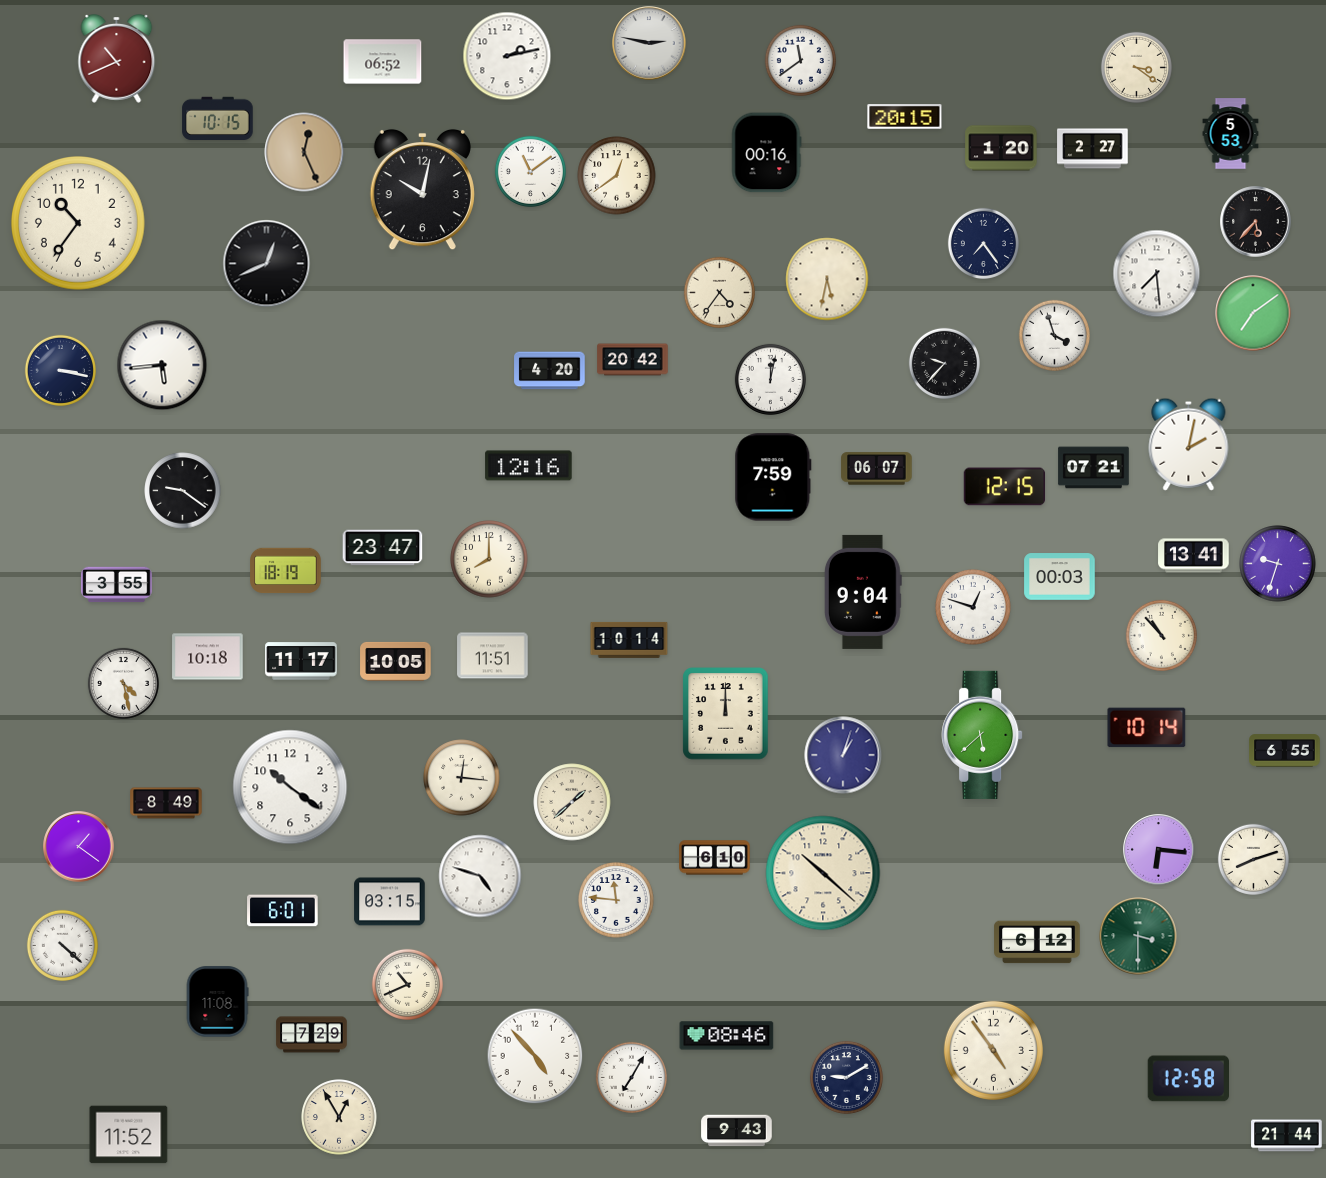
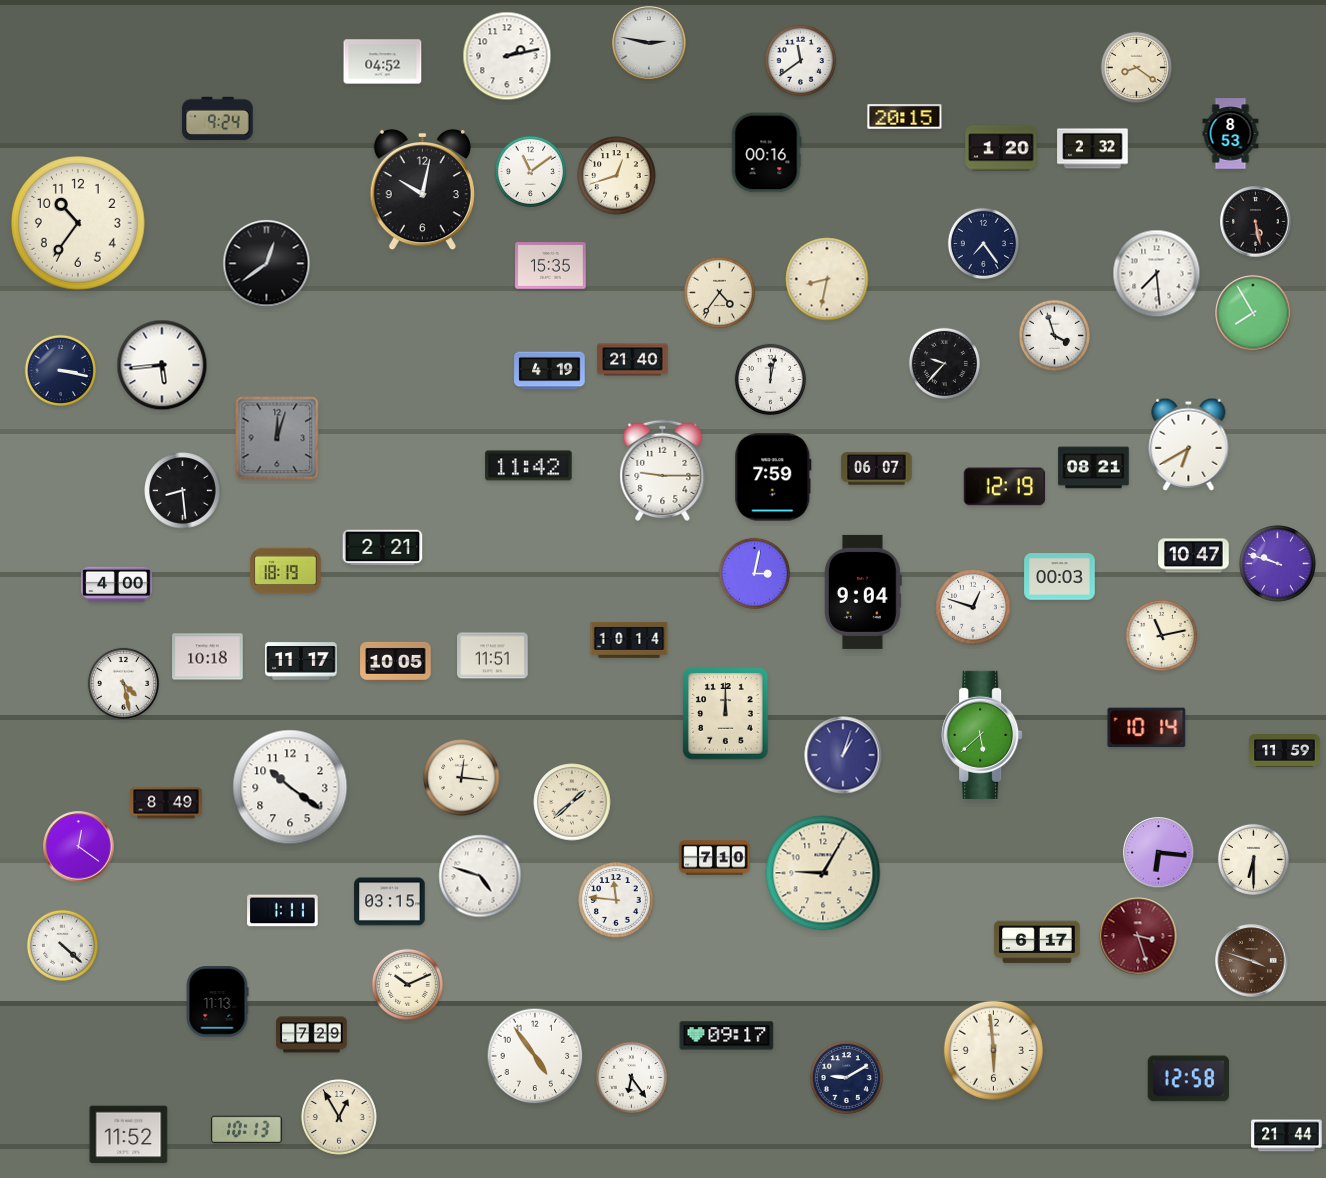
clock at (117, 59): 10:41 -> none
clock at (383, 62): 06:52 -> 04:52
clock at (1136, 67): 3:21 -> 8:21
clock at (218, 119): 10:15 -> 9:24
clock at (1231, 134): 5:53 -> 8:53
clock at (1093, 149): 2:27 -> 2:32
clock at (304, 152): 12:26 -> none
clock at (617, 176): 12:39 -> 12:42
clock at (1256, 222): 5:37 -> 5:28
clock at (267, 264): 12:41 -> 12:39
clock at (551, 266): none -> 15:35
clock at (827, 279): 5:32 -> 8:32
clock at (1253, 313): 7:09 -> 7:55
clock at (633, 360): 20:42 -> 21:40
clock at (550, 371): 4:20 -> 4:19
clock at (277, 438): none -> 12:03
clock at (1189, 444): 2:02 -> 6:40
clock at (529, 466): 12:16 -> 11:42
clock at (1094, 468): 07:21 -> 08:21
clock at (663, 470): none -> 9:15
clock at (1005, 487): 12:15 -> 12:19
clock at (183, 491): 9:21 -> 8:29
clock at (383, 548): 23:47 -> 2:21
clock at (1194, 556): 13:41 -> 10:47
clock at (489, 559): 8:00 -> none
clock at (1278, 564): 9:33 -> 9:48
clock at (754, 573): none -> 3:02
clock at (117, 585): 3:55 -> 4:00
clock at (1161, 635): 10:53 -> 11:13
clock at (1285, 751): 6:55 -> 11:59
clock at (79, 847): 1:21 -> 12:21
clock at (1159, 850) position: (1159, 850) -> (1159, 853)
clock at (715, 858): 6:10 -> 7:10
clock at (1253, 859): 8:12 -> 6:30
clock at (823, 873): 10:22 -> 9:05
clock at (283, 911): 6:01 -> 1:11
clock at (1138, 936): 3:30 -> 3:27
clock at (1138, 936) dial: green -> burgundy
clock at (1037, 942): 6:12 -> 6:17
clock at (1252, 961): none -> 3:48
clock at (407, 984): 10:41 -> 10:11
clock at (217, 1002): 11:08 -> 11:13
clock at (727, 1036): 08:46 -> 09:17
clock at (993, 1050): 4:54 -> 5:59
clock at (535, 1056): 4:53 -> 4:54
clock at (631, 1077): 7:05 -> 6:24
clock at (247, 1129): none -> 10:13
clock at (737, 1131): 9:43 -> none
